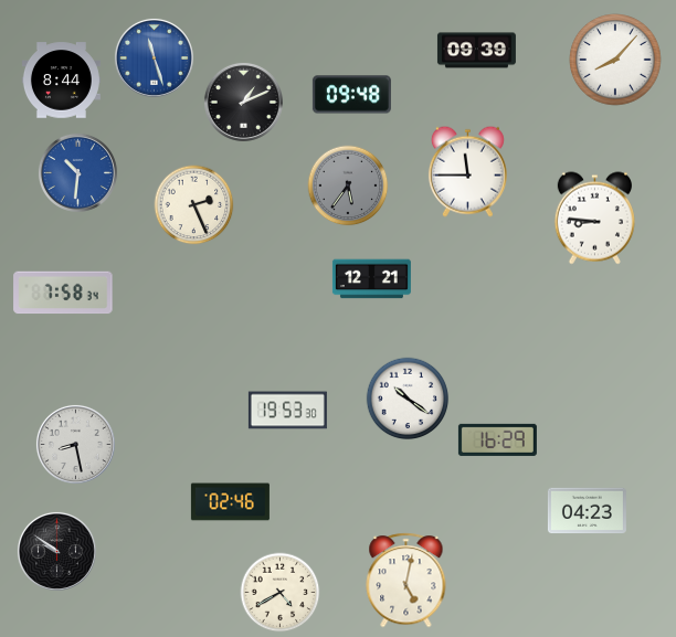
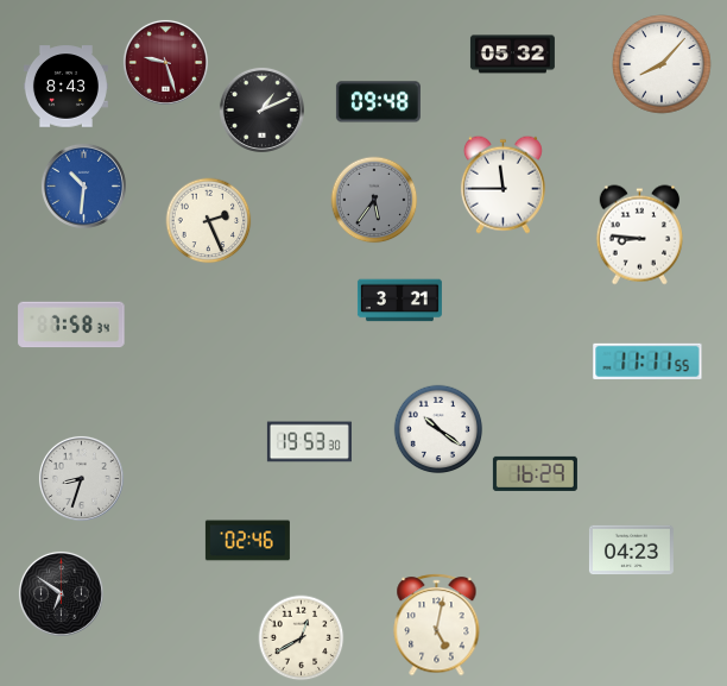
clock at (476, 51): 09:39 -> 05:32
clock at (154, 57): 11:27 -> 9:27
clock at (154, 57) dial: blue -> burgundy
clock at (61, 81): 8:44 -> 8:43
clock at (371, 279): 12:21 -> 3:21
clock at (63, 293) position: (63, 293) -> (71, 325)
clock at (647, 361): none -> 11:11
clock at (75, 444): 8:28 -> 8:33
clock at (56, 551): 9:51 -> 6:51
clock at (281, 593): 4:40 -> 12:40
